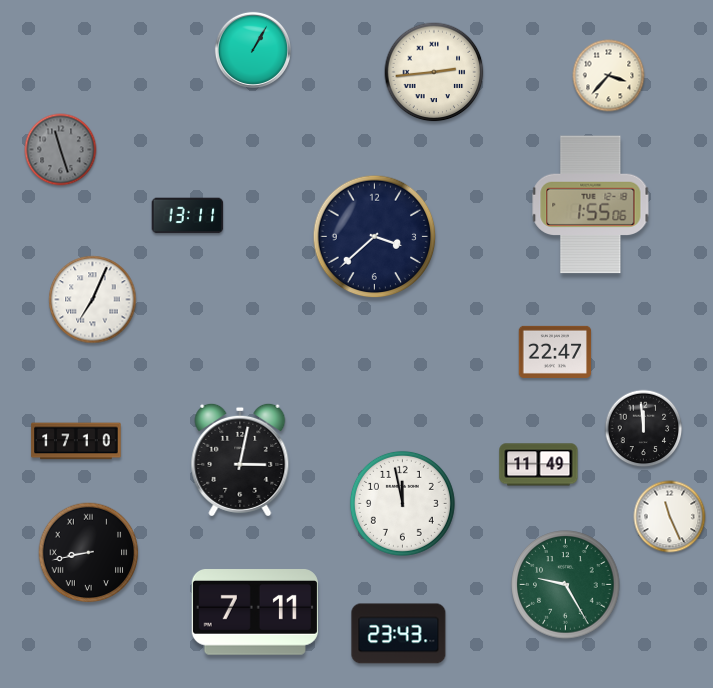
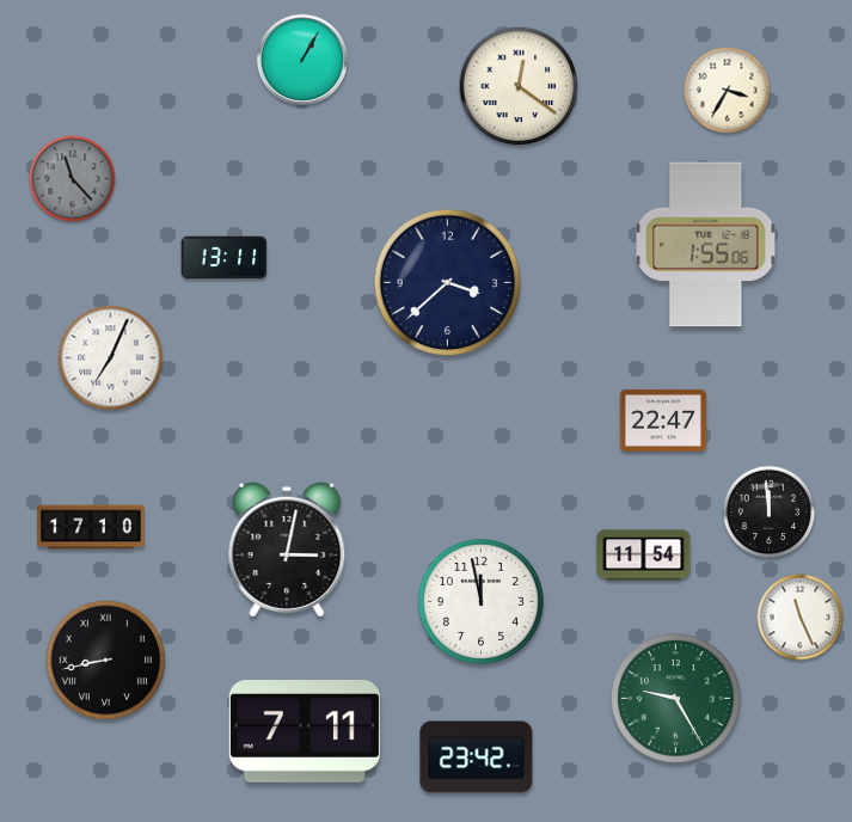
clock at (434, 72): 2:44 -> 12:21
clock at (609, 76): 3:37 -> 3:35
clock at (61, 150): 11:27 -> 11:23
clock at (539, 465): 11:49 -> 11:54
clock at (399, 634): 23:43 -> 23:42
